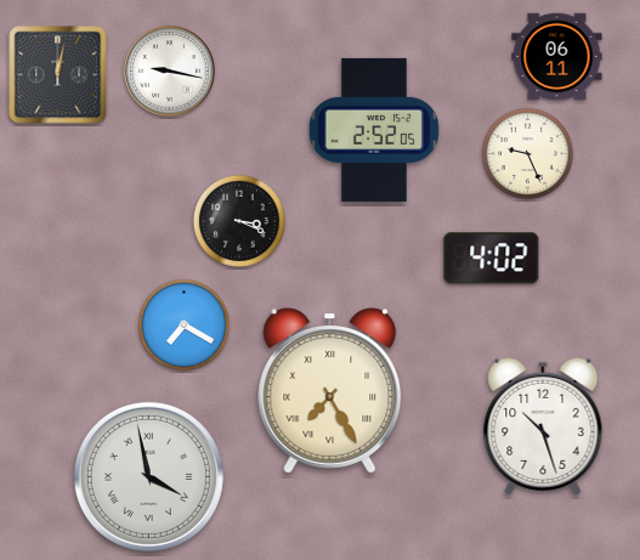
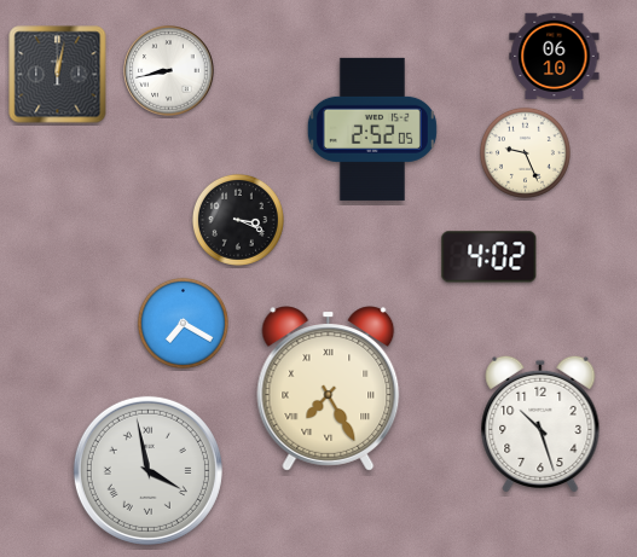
clock at (557, 57): 06:11 -> 06:10
clock at (170, 72): 9:17 -> 8:43
clock at (148, 476) position: (148, 476) -> (147, 470)
